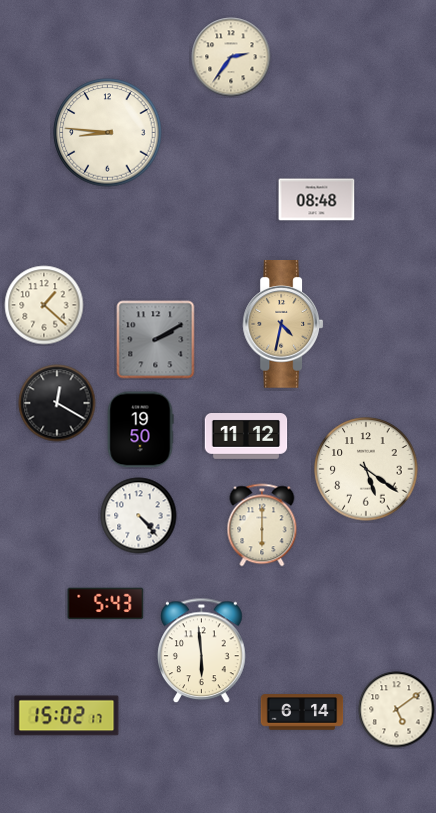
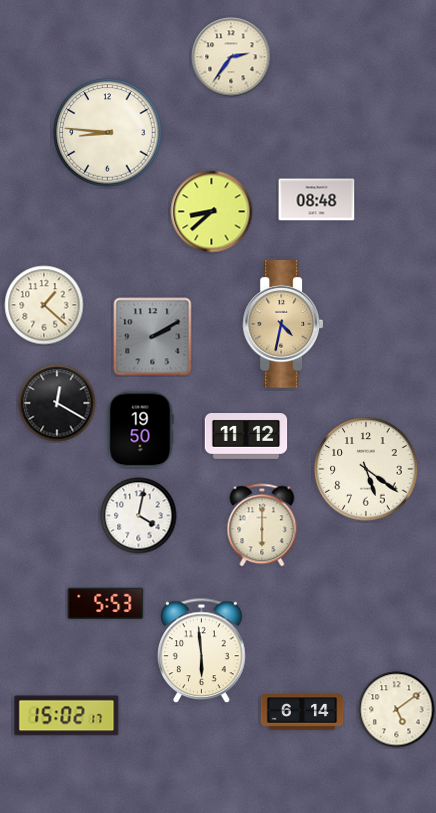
clock at (212, 212): none -> 8:38
clock at (156, 340) position: (156, 340) -> (153, 337)
clock at (139, 516): 4:23 -> 4:02
clock at (106, 604): 5:43 -> 5:53
